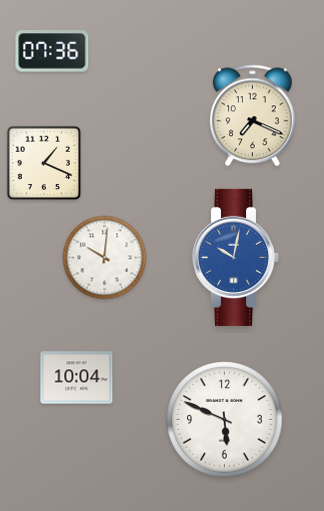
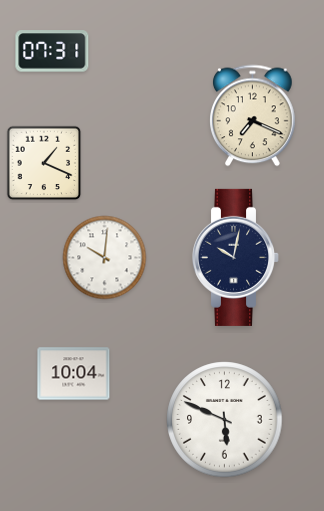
clock at (52, 51): 07:36 -> 07:31
clock at (235, 257) dial: blue -> navy
clock at (77, 378) position: (77, 378) -> (74, 374)
